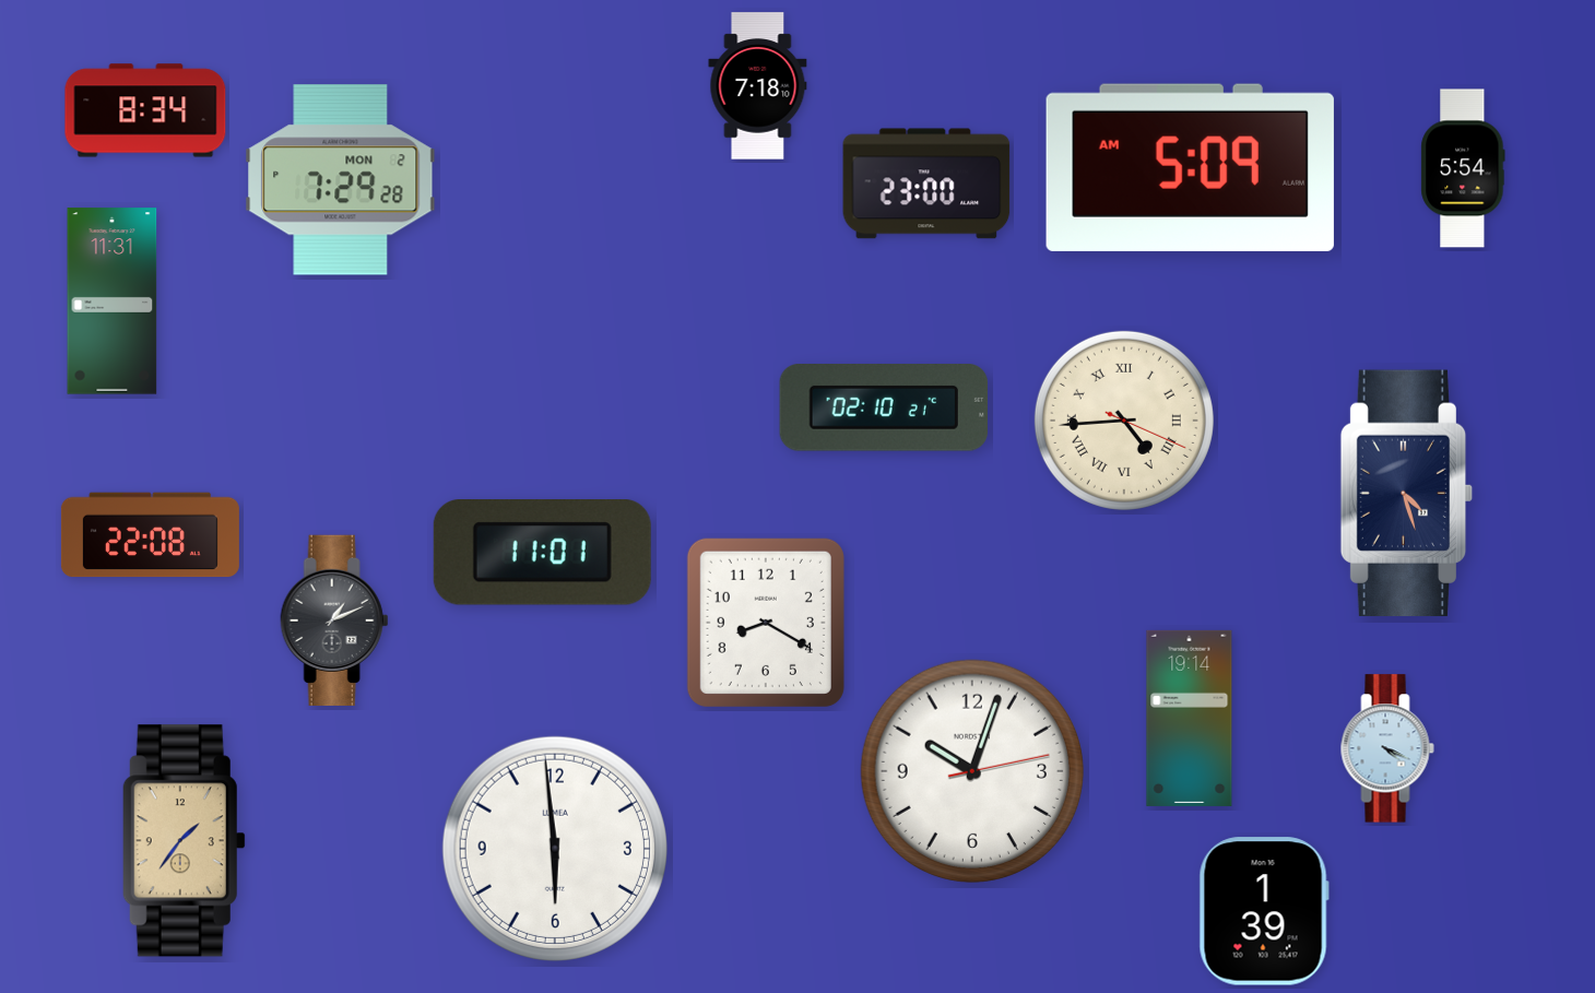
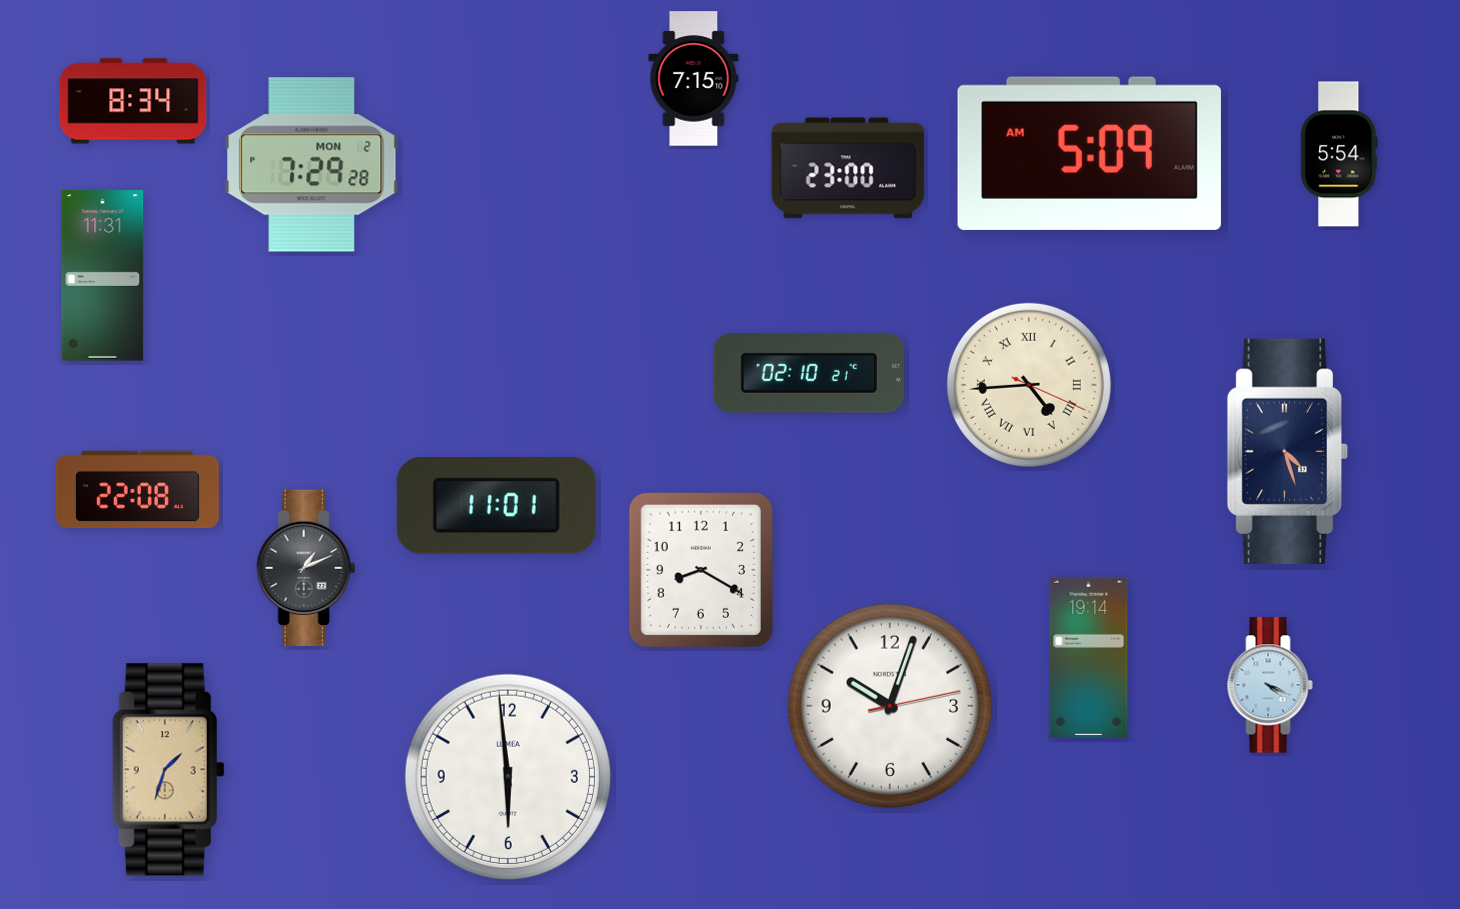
clock at (758, 86): 7:18 -> 7:15
clock at (184, 841): 1:36 -> 1:33
clock at (1264, 911): 1:39 -> none
